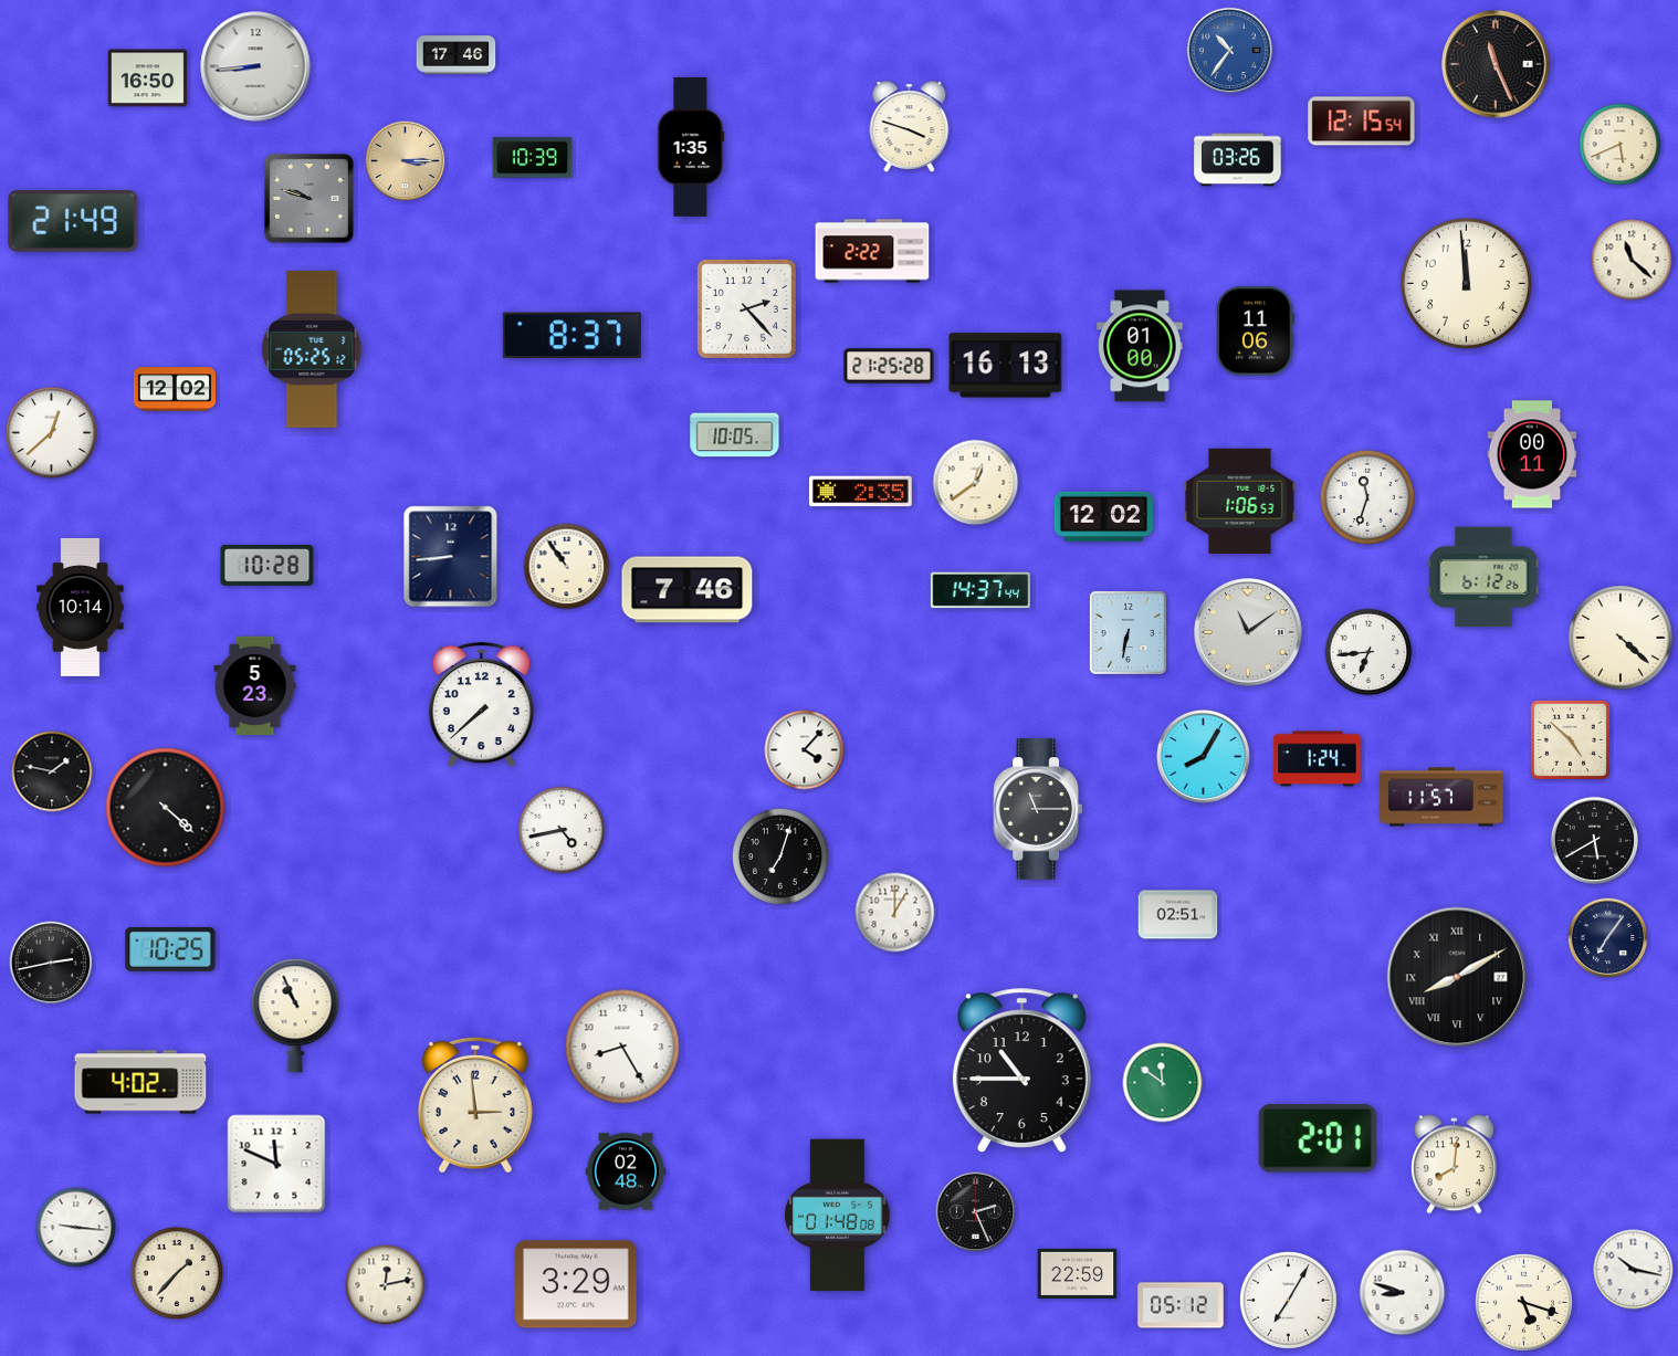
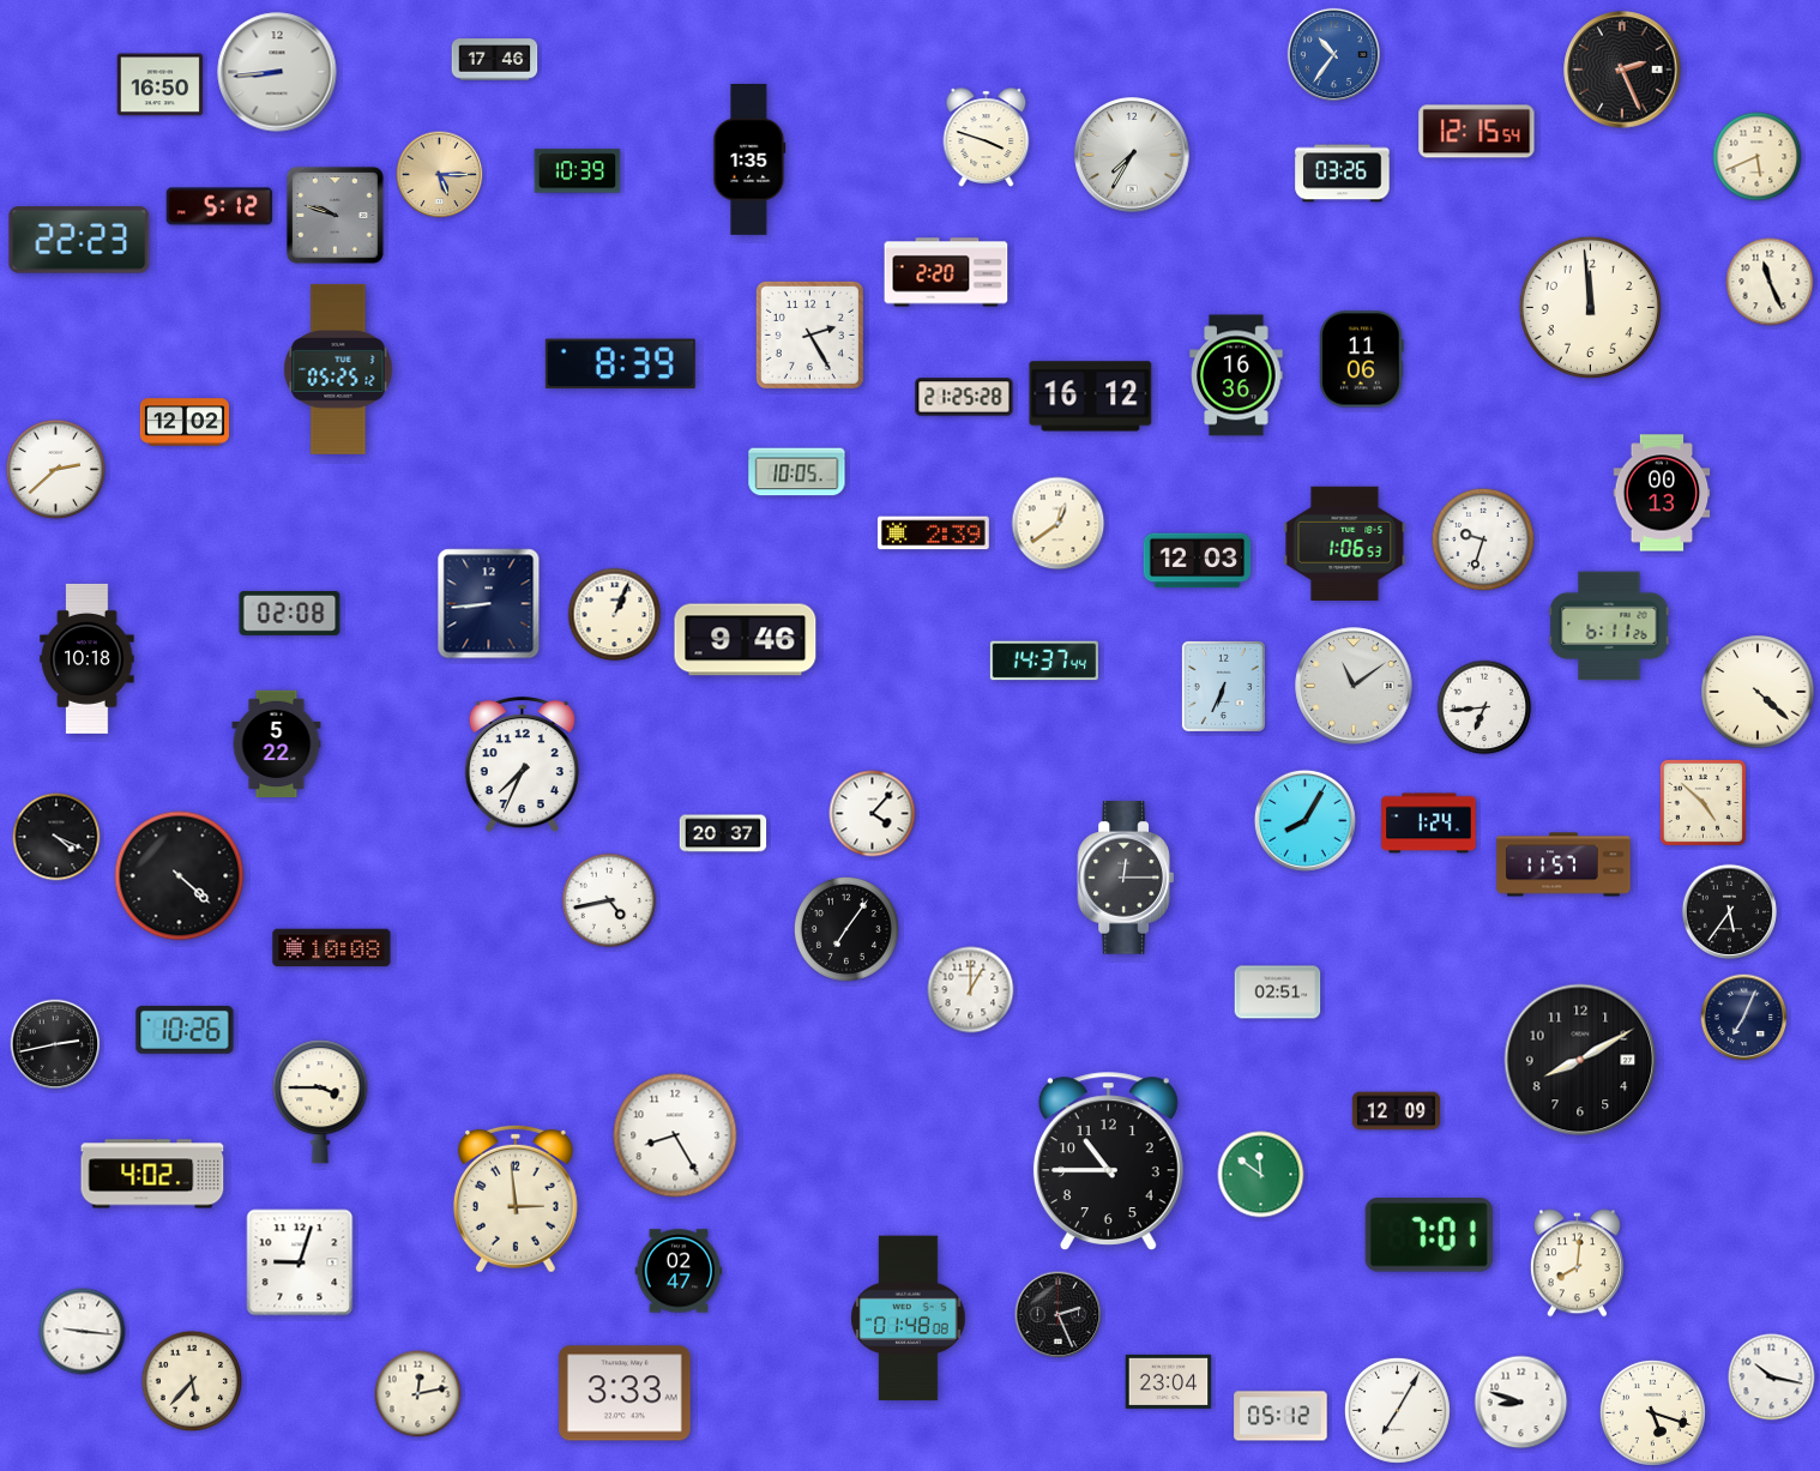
clock at (1496, 64): 11:26 -> 2:26
clock at (1132, 155): none -> 7:35
clock at (406, 161): 3:15 -> 5:15
clock at (219, 206): none -> 5:12
clock at (73, 221): 21:49 -> 22:23
clock at (872, 251): 2:22 -> 2:20
clock at (1632, 260): 11:22 -> 11:26
clock at (746, 308): 2:23 -> 2:25
clock at (571, 336): 8:37 -> 8:39
clock at (1140, 346): 01:00 -> 16:36
clock at (312, 349) position: (312, 349) -> (338, 369)
clock at (1006, 366): 16:13 -> 16:12
clock at (175, 389) position: (175, 389) -> (185, 422)
clock at (52, 433): 12:38 -> 2:38
clock at (1532, 454): 00:11 -> 00:13
clock at (860, 492): 2:35 -> 2:39
clock at (1367, 497): 11:33 -> 9:33
clock at (1104, 517): 12:02 -> 12:03
clock at (268, 565): 10:28 -> 02:08
clock at (567, 567): 10:54 -> 1:04
clock at (1483, 577): 6:12 -> 6:11
clock at (688, 590): 7:46 -> 9:46
clock at (980, 590) position: (980, 590) -> (1044, 661)
clock at (81, 607): 10:14 -> 10:18
clock at (1128, 632): 6:32 -> 6:34
clock at (255, 686): 5:23 -> 5:22
clock at (481, 705): 7:38 -> 7:34
clock at (723, 833): none -> 20:37
clock at (52, 771): 1:47 -> 4:19
clock at (1037, 809): 11:15 -> 12:15
clock at (1594, 840): 5:40 -> 5:36
clock at (780, 856): 7:03 -> 7:06
clock at (332, 948): none -> 10:08
clock at (1608, 938): 7:06 -> 7:04
clock at (170, 949): 10:25 -> 10:26
clock at (1457, 977) numerals: Roman -> Arabic
clock at (295, 1016): 10:56 -> 3:45
clock at (1397, 1111): none -> 12:09
clock at (1318, 1139): 2:01 -> 7:01
clock at (276, 1164): 11:49 -> 9:03
clock at (626, 1171): 02:48 -> 02:47
clock at (176, 1272): 1:37 -> 5:37
clock at (1078, 1273): 22:59 -> 23:04
clock at (577, 1284): 3:29 -> 3:33
